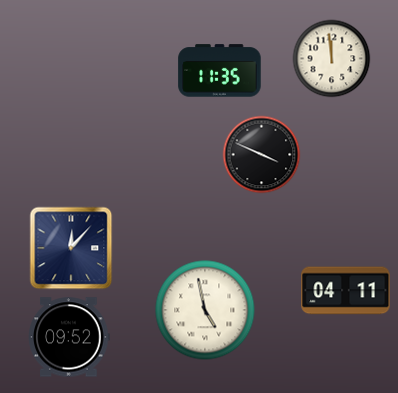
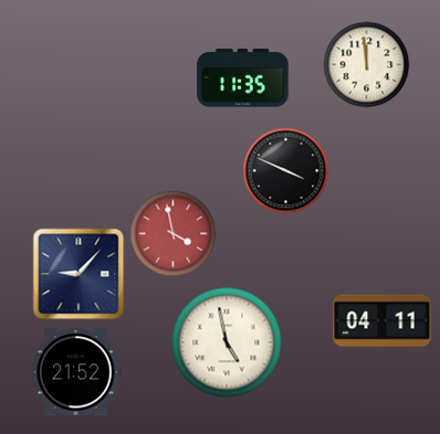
clock at (261, 154) position: (261, 154) -> (285, 170)
clock at (172, 233): none -> 3:58
clock at (71, 248): 12:07 -> 9:07
clock at (69, 337): 09:52 -> 21:52
